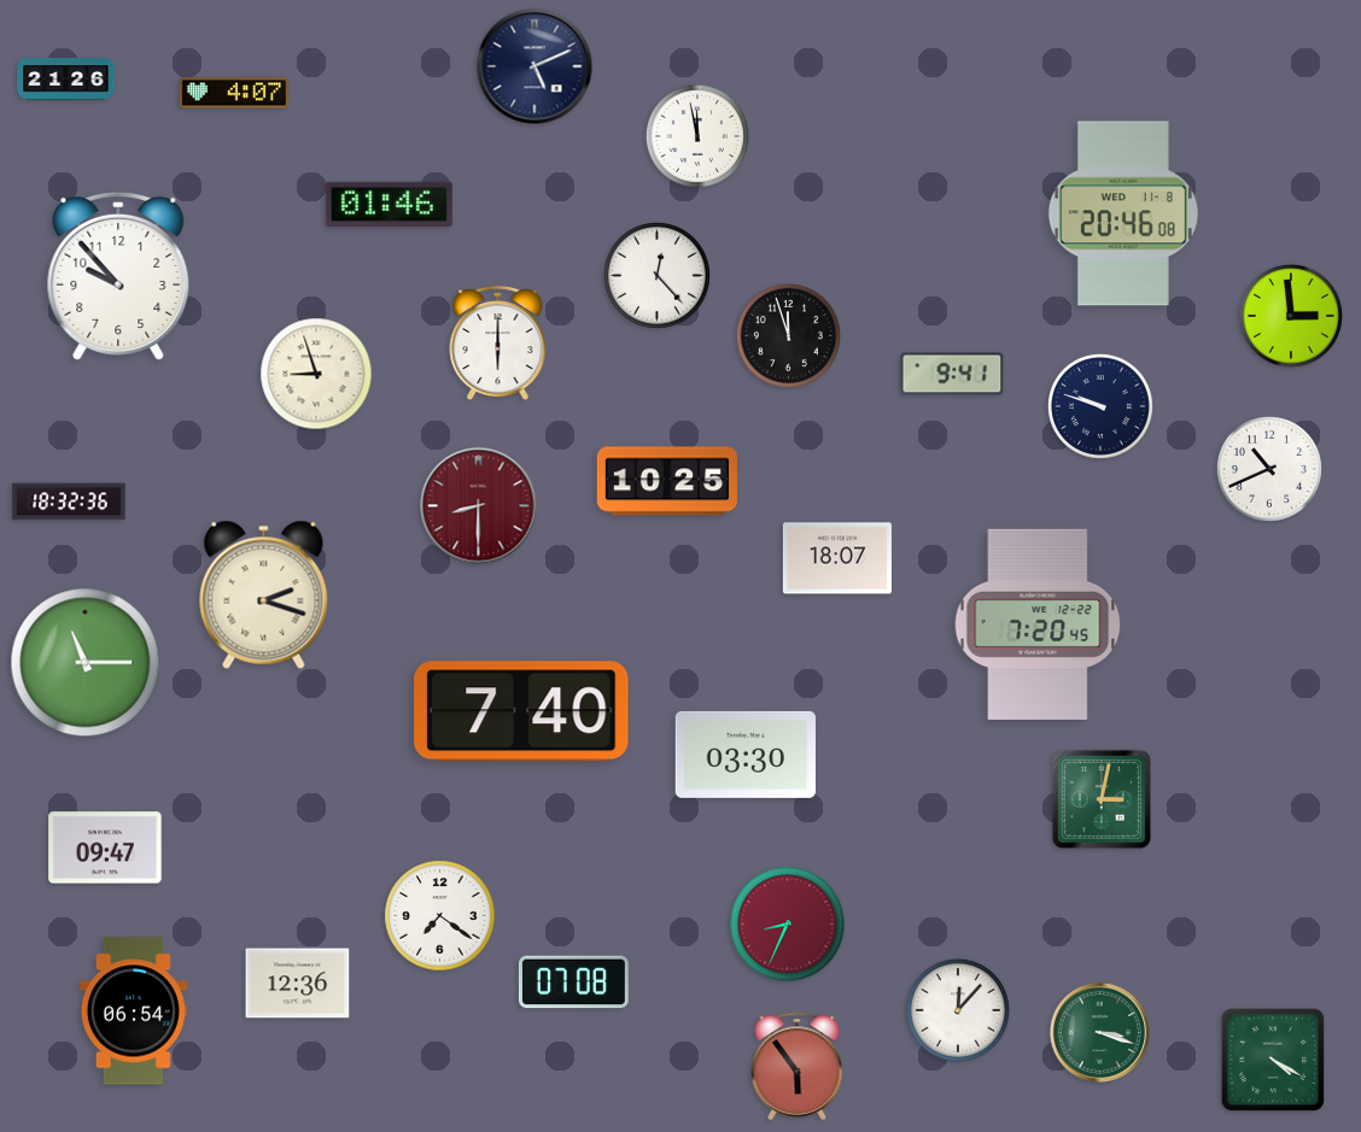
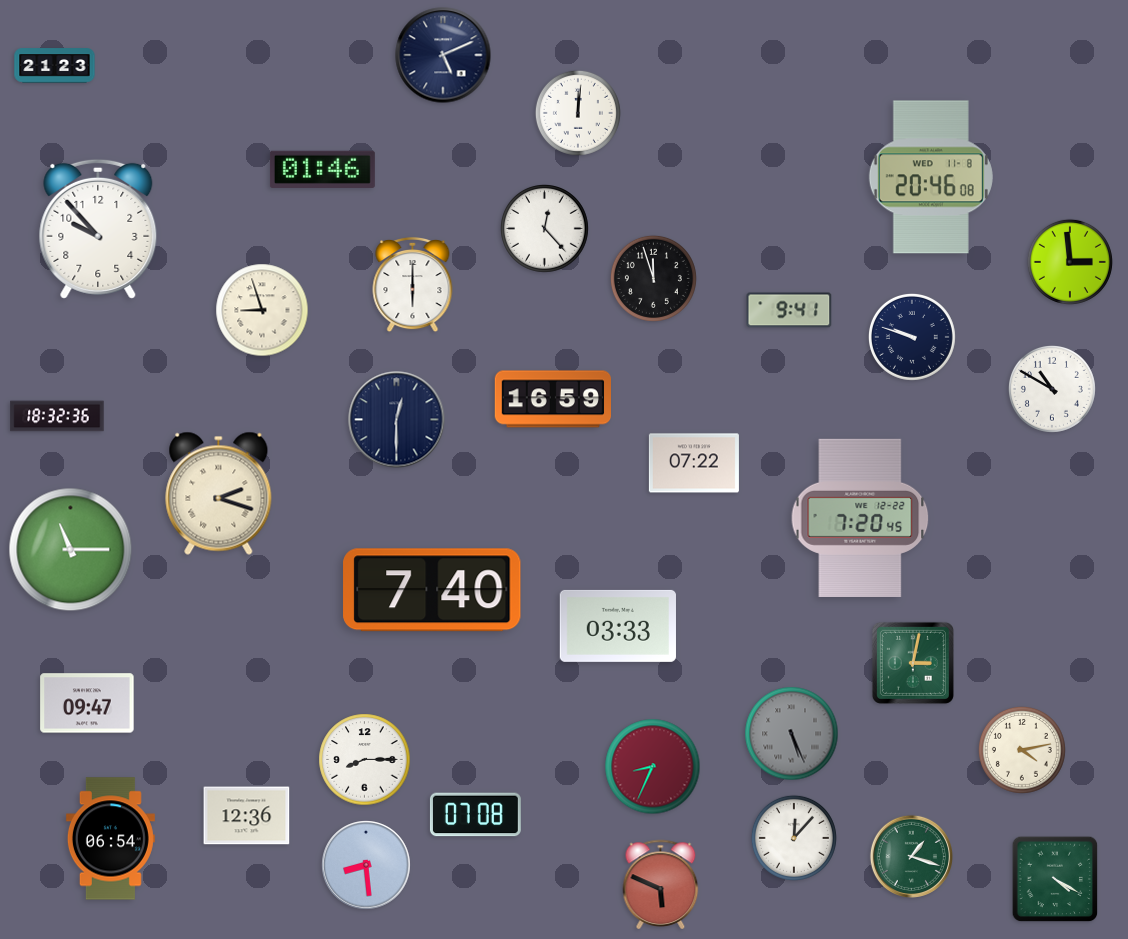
clock at (66, 80): 21:26 -> 21:23
clock at (234, 93): 4:07 -> none
clock at (697, 136): 11:58 -> 12:01
clock at (1269, 469): 10:41 -> 10:50
clock at (666, 481): 10:25 -> 16:59
clock at (479, 506): 8:30 -> 12:30
clock at (479, 506) dial: burgundy -> navy
clock at (837, 558): 18:07 -> 07:22
clock at (746, 755): 03:30 -> 03:33
clock at (792, 734): none -> 5:26
clock at (1022, 750): none -> 4:13
clock at (440, 916): 7:21 -> 8:15
clock at (1099, 1032): 3:18 -> 1:18
clock at (366, 865): none -> 8:29
clock at (798, 1066): 5:54 -> 5:49
